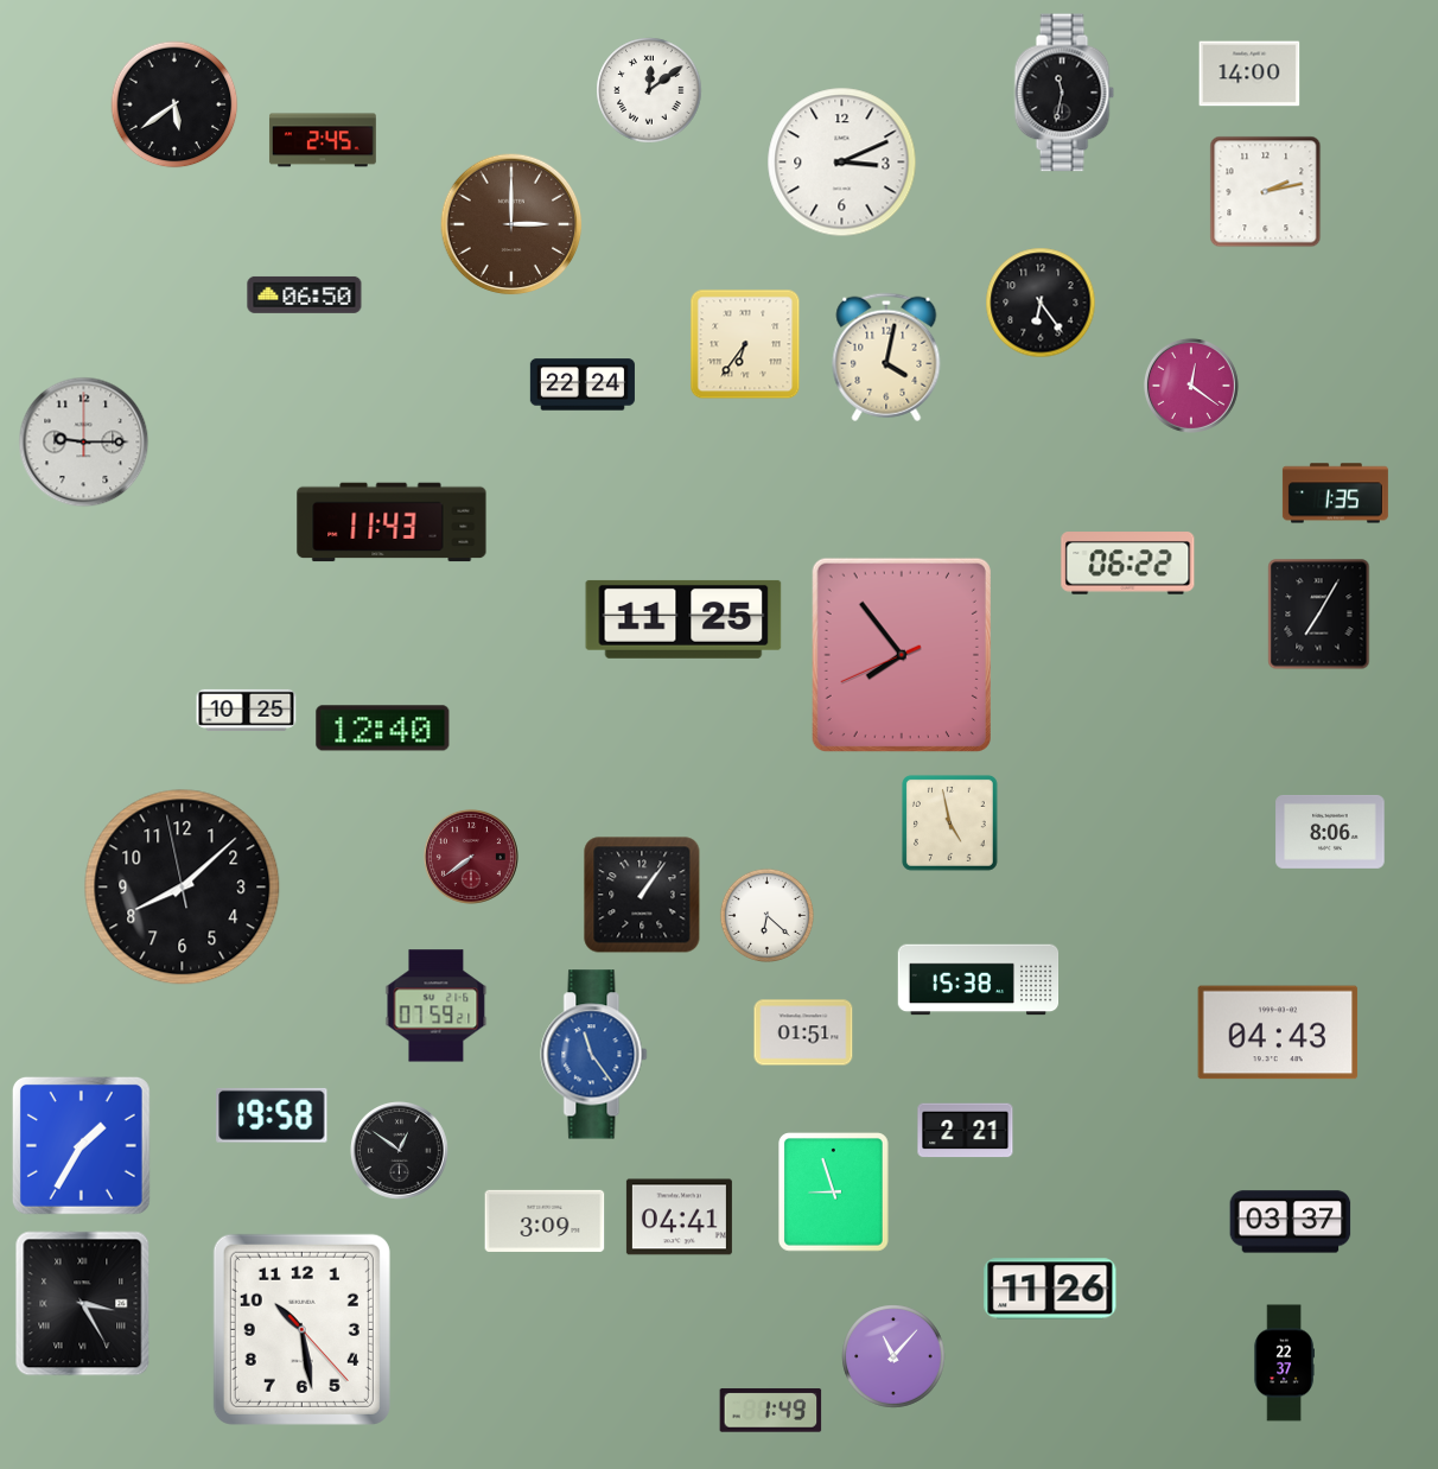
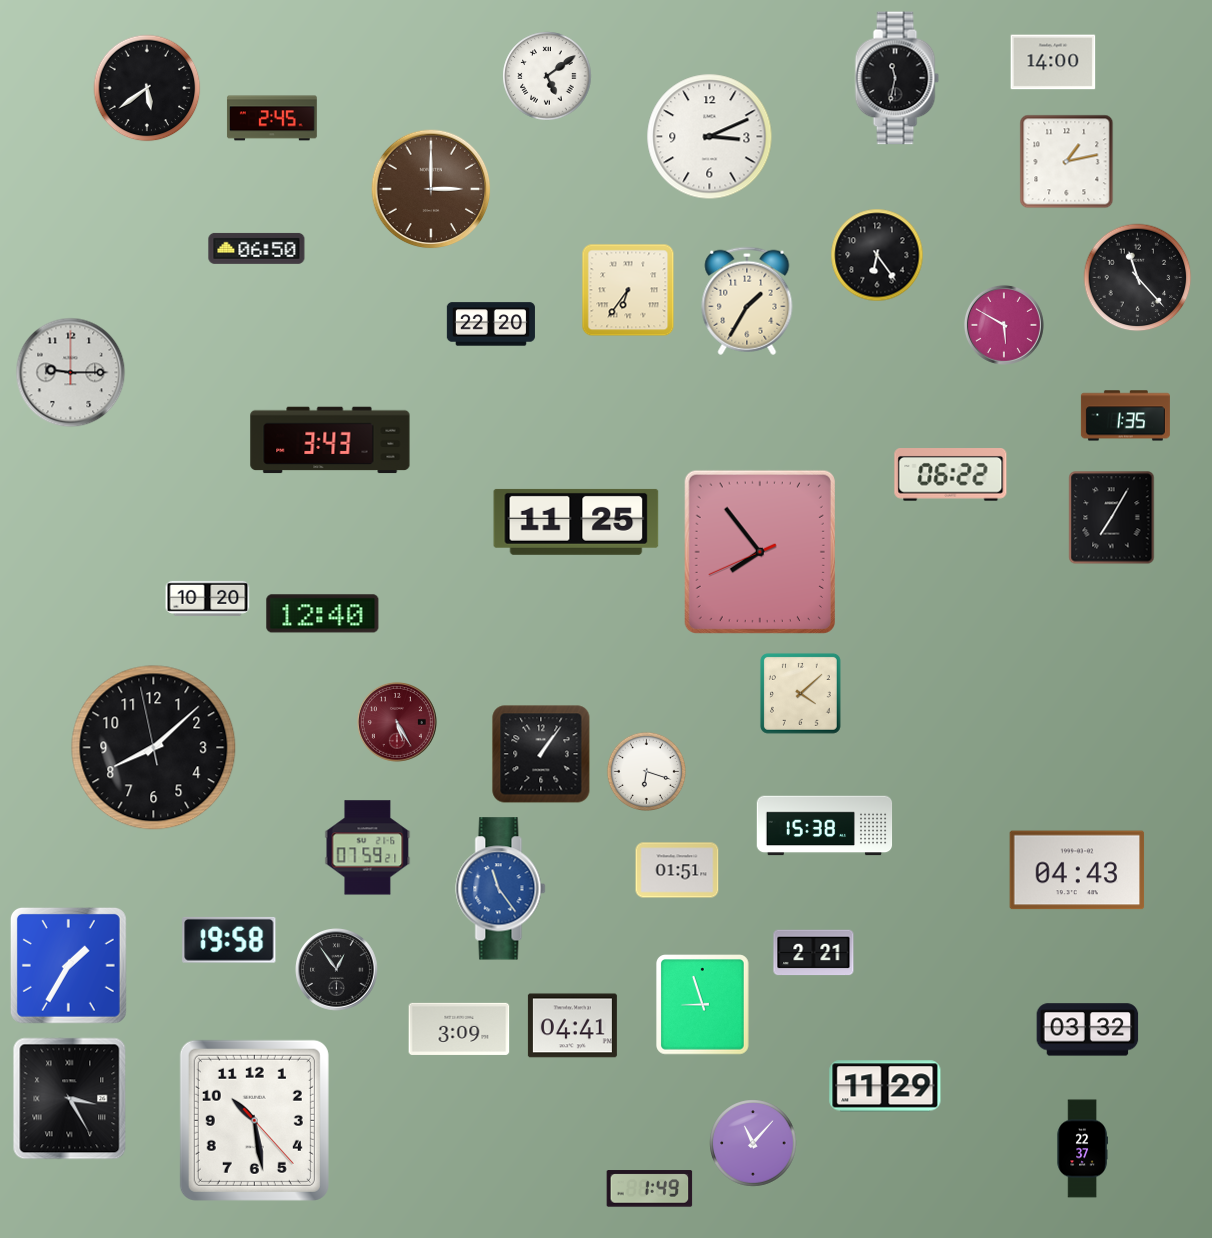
clock at (649, 90): 12:09 -> 5:09
clock at (1266, 192): 2:13 -> 1:13
clock at (1138, 278): none -> 11:23
clock at (886, 357): 4:02 -> 1:35
clock at (583, 384): 22:24 -> 22:20
clock at (1191, 386): 12:21 -> 5:50
clock at (392, 522): 11:43 -> 3:43
clock at (247, 710): 10:25 -> 10:20
clock at (949, 822): 4:58 -> 4:08
clock at (1330, 832): 8:06 -> none
clock at (471, 857): 7:39 -> 5:25
clock at (766, 915): 6:22 -> 6:18
clock at (400, 1151): 12:51 -> 12:54
clock at (1291, 1222): 03:37 -> 03:32
clock at (1050, 1289): 11:26 -> 11:29
